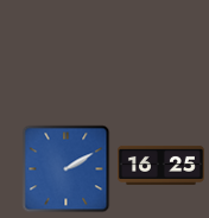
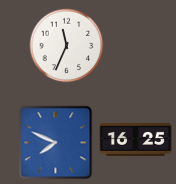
clock at (67, 46): none -> 11:34
clock at (66, 169): 2:10 -> 7:49
